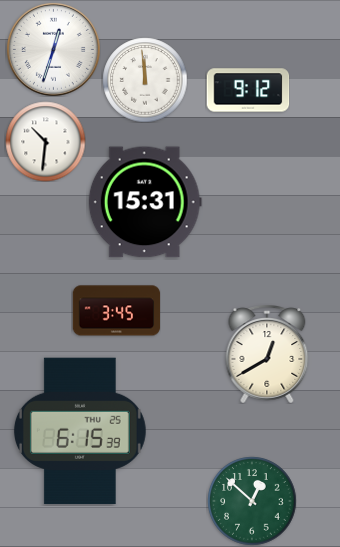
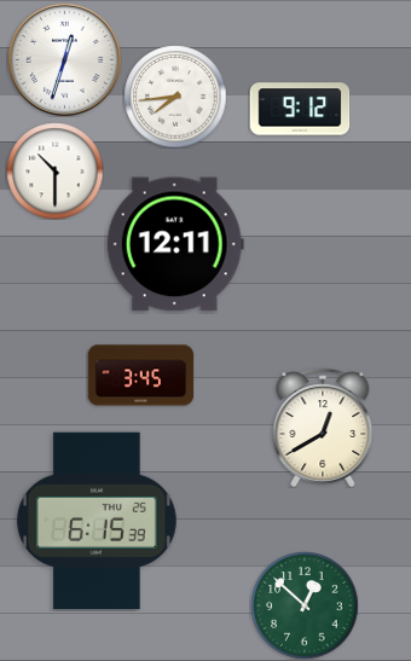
clock at (145, 80): 11:59 -> 7:44
clock at (45, 141): 10:31 -> 10:30
clock at (145, 202): 15:31 -> 12:11
